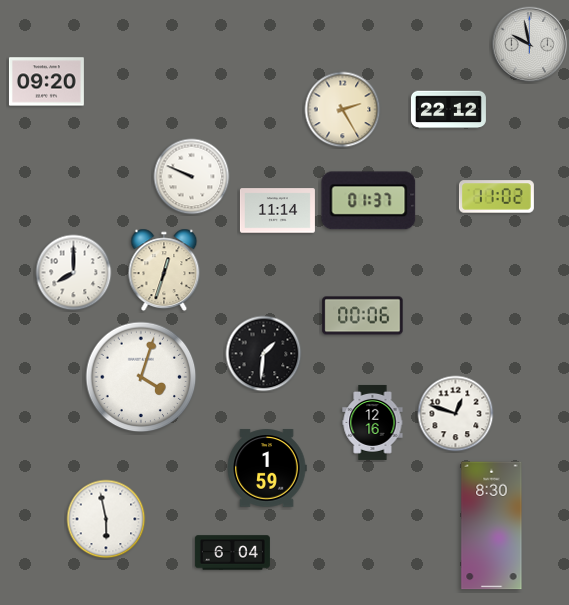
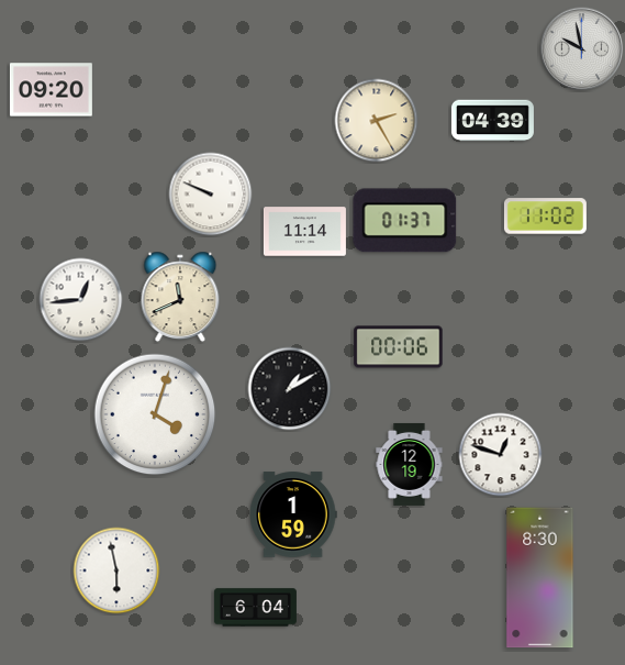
clock at (448, 110): 22:12 -> 04:39
clock at (164, 270): 12:33 -> 11:41
clock at (74, 273): 8:00 -> 12:44
clock at (264, 354): 1:31 -> 1:10
clock at (373, 422): 12:16 -> 12:19
